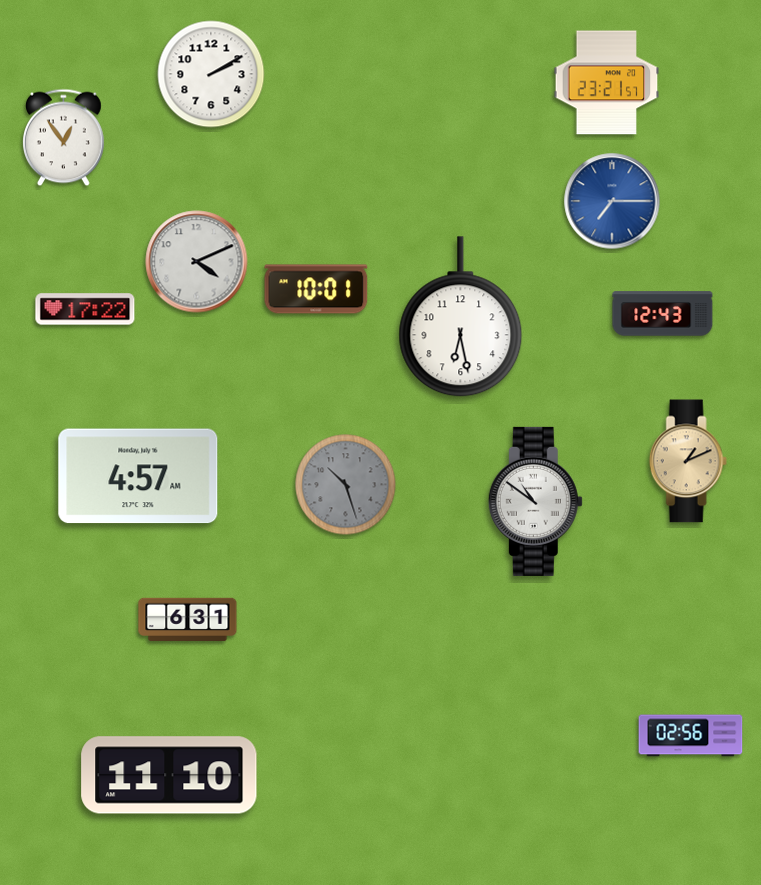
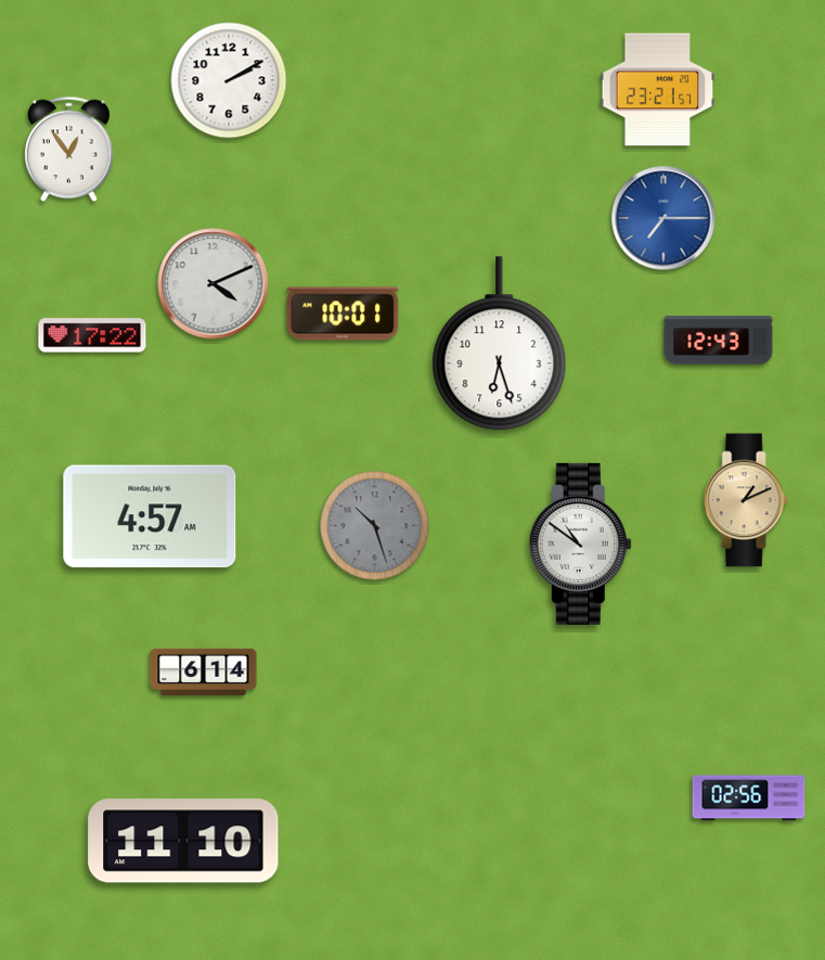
clock at (461, 317): 6:28 -> 6:27
clock at (188, 619): 6:31 -> 6:14
